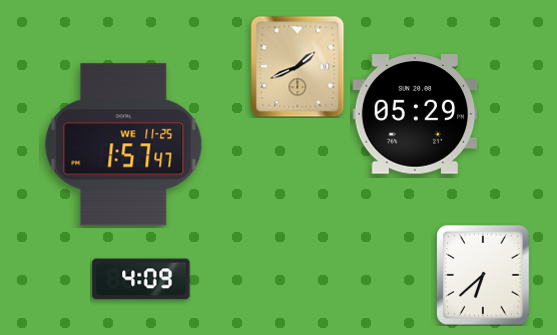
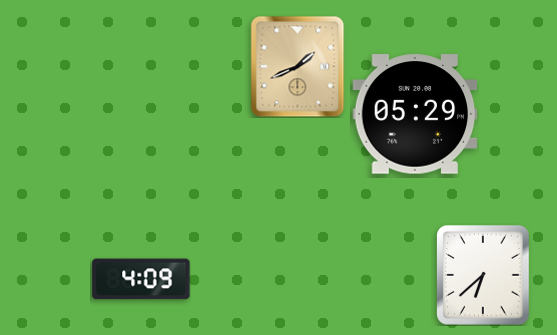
clock at (124, 145): 1:57 -> none
